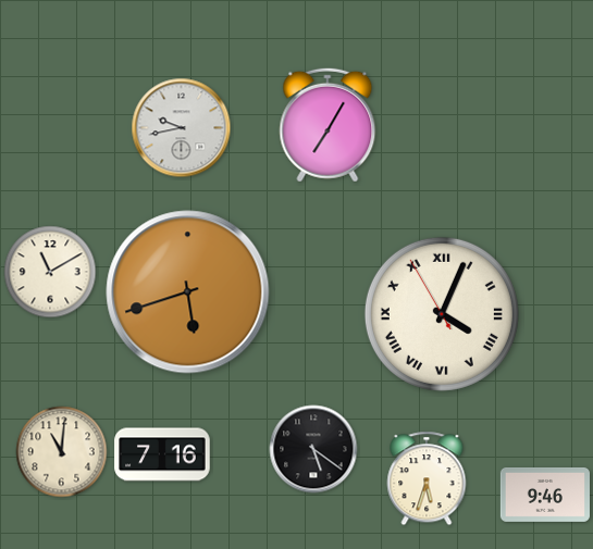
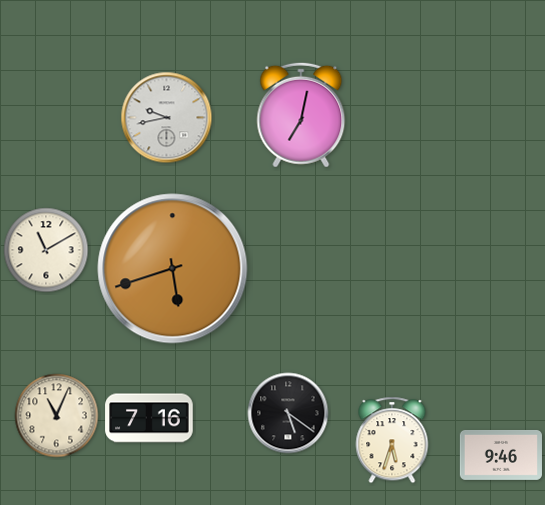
clock at (328, 125): 7:05 -> 7:02
clock at (442, 314): 4:03 -> none
clock at (62, 452): 11:01 -> 11:04
